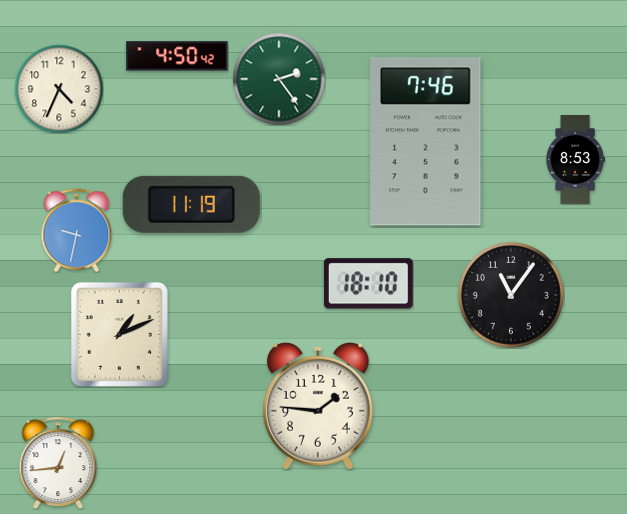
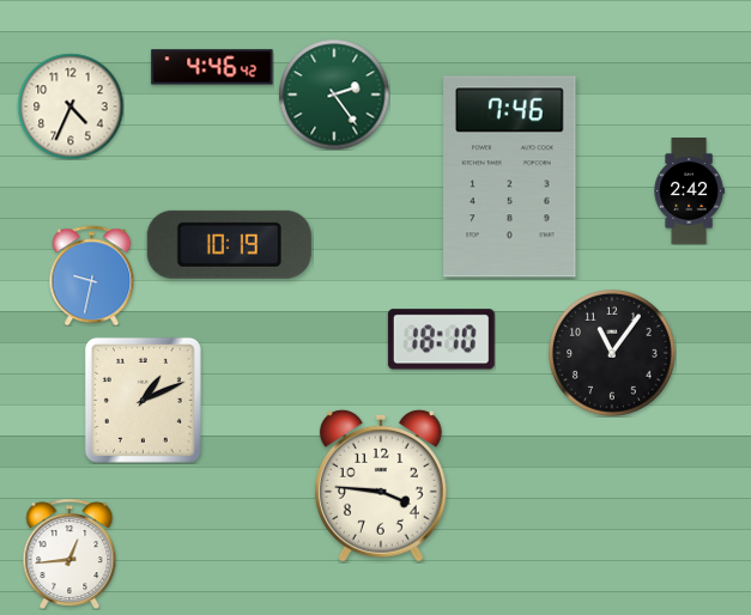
clock at (177, 56): 4:50 -> 4:46
clock at (426, 142) position: (426, 142) -> (510, 177)
clock at (575, 160): 8:53 -> 2:42
clock at (191, 204): 11:19 -> 10:19
clock at (318, 406): 1:46 -> 3:46
